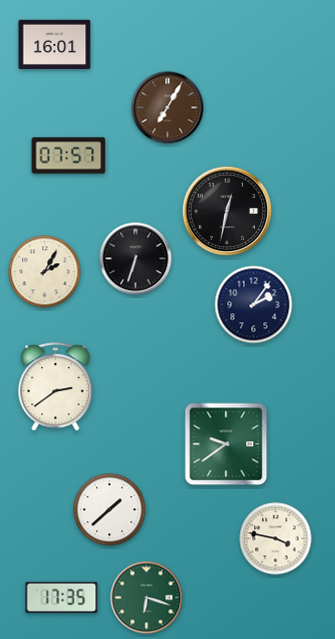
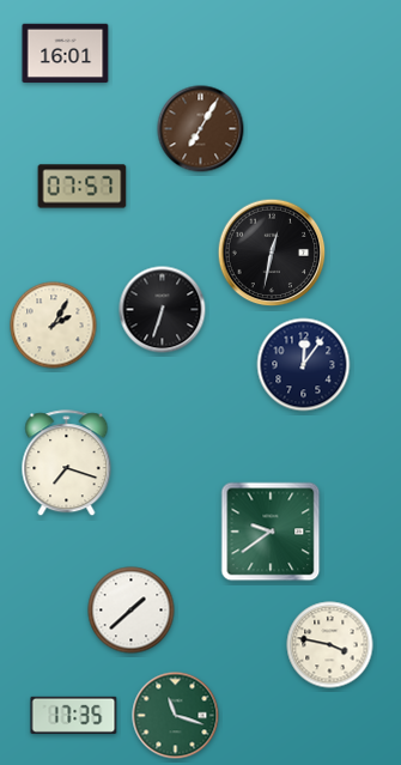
clock at (254, 305): 2:06 -> 12:06
clock at (56, 387): 2:39 -> 7:18
clock at (147, 598): 6:18 -> 11:18
